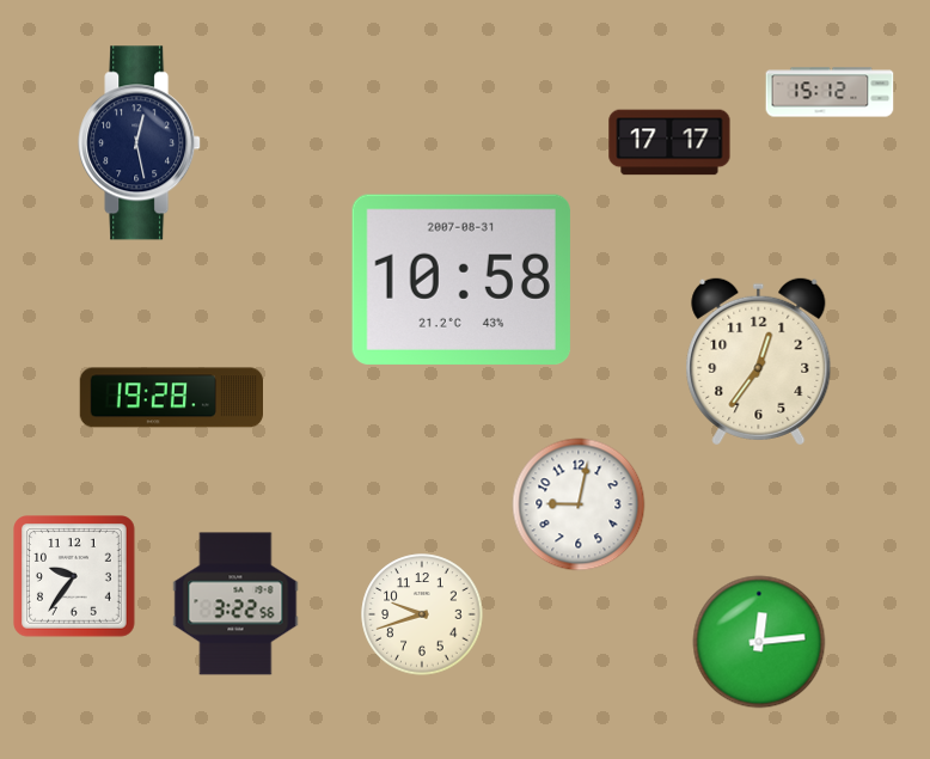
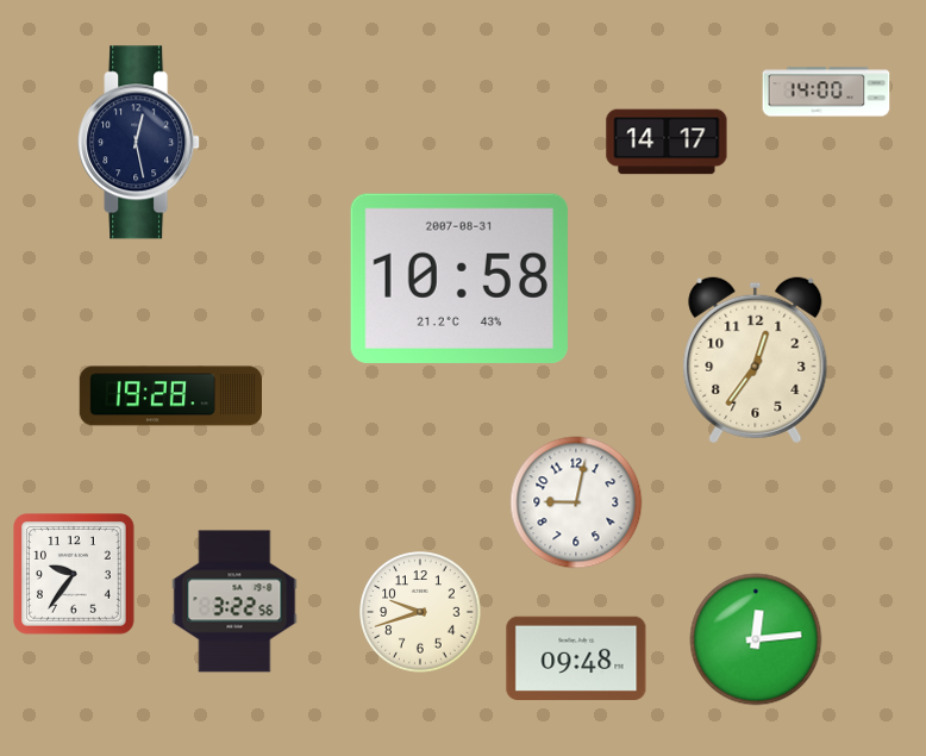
clock at (830, 92): 15:12 -> 14:00
clock at (669, 142): 17:17 -> 14:17
clock at (576, 657): none -> 09:48
